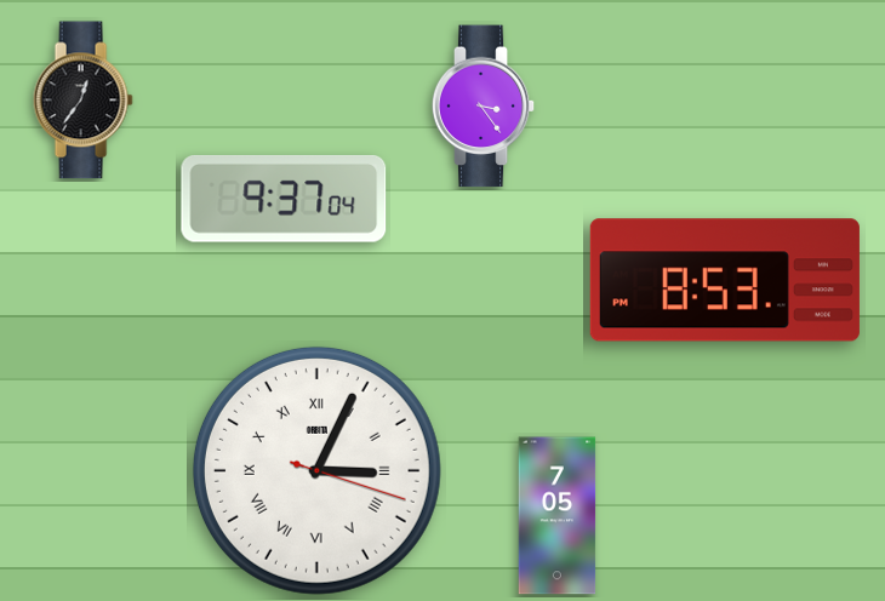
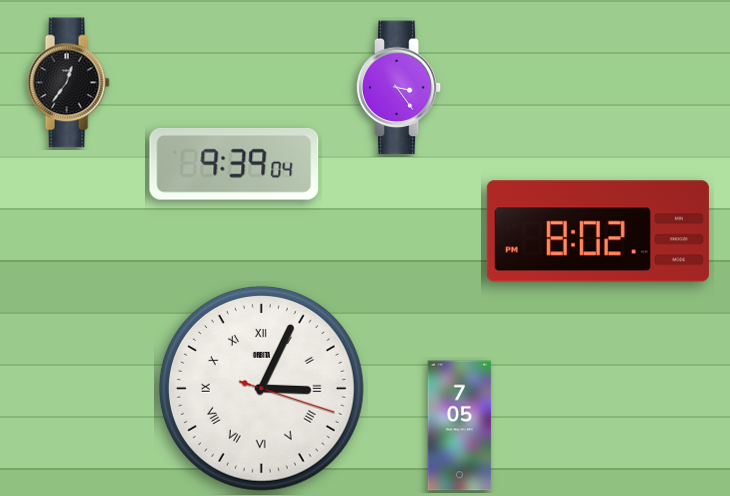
clock at (284, 199): 9:37 -> 9:39
clock at (725, 280): 8:53 -> 8:02
